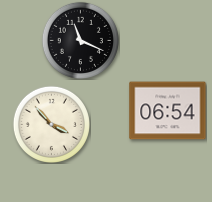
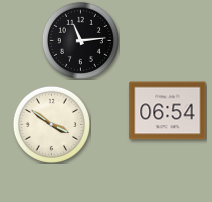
clock at (80, 40): 11:19 -> 11:14
clock at (51, 124): 3:53 -> 3:51
